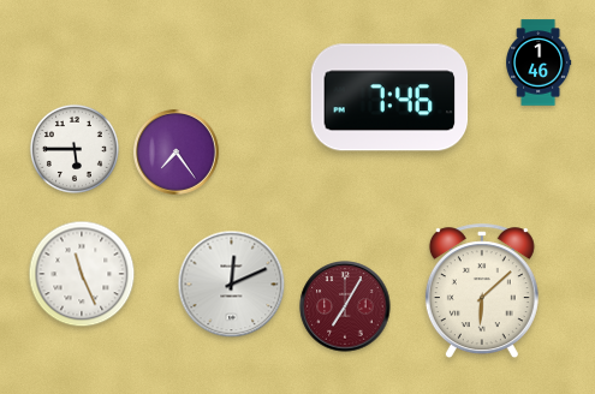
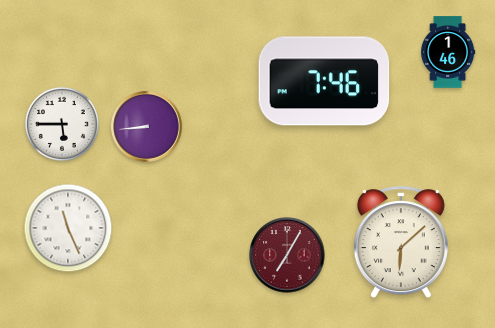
clock at (177, 153): 7:24 -> 8:44
clock at (232, 285): 12:11 -> none
